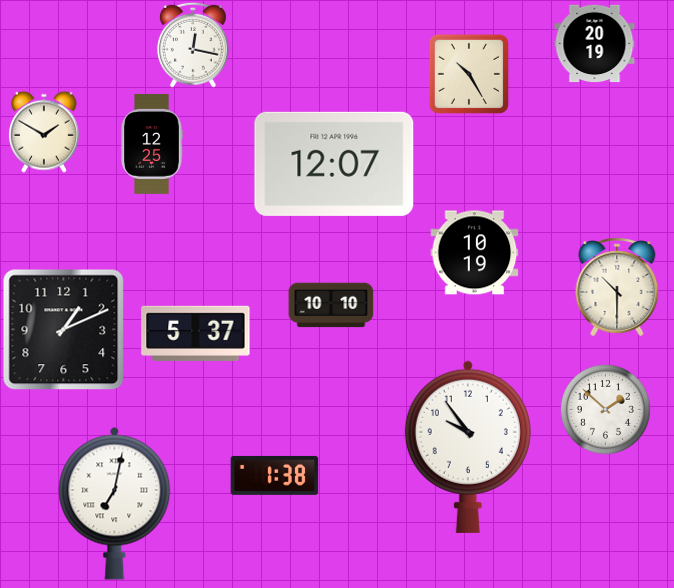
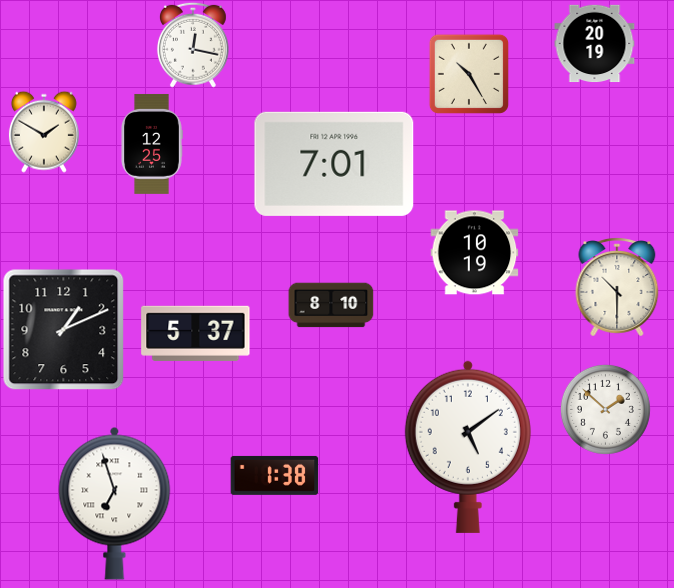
clock at (334, 164): 12:07 -> 7:01
clock at (331, 305): 10:10 -> 8:10
clock at (468, 447): 9:54 -> 5:09
clock at (115, 503): 7:02 -> 6:57
